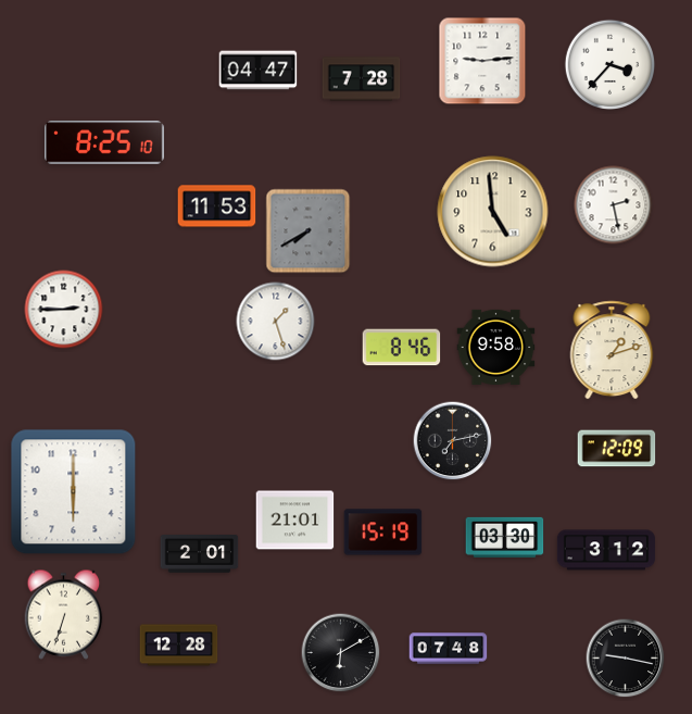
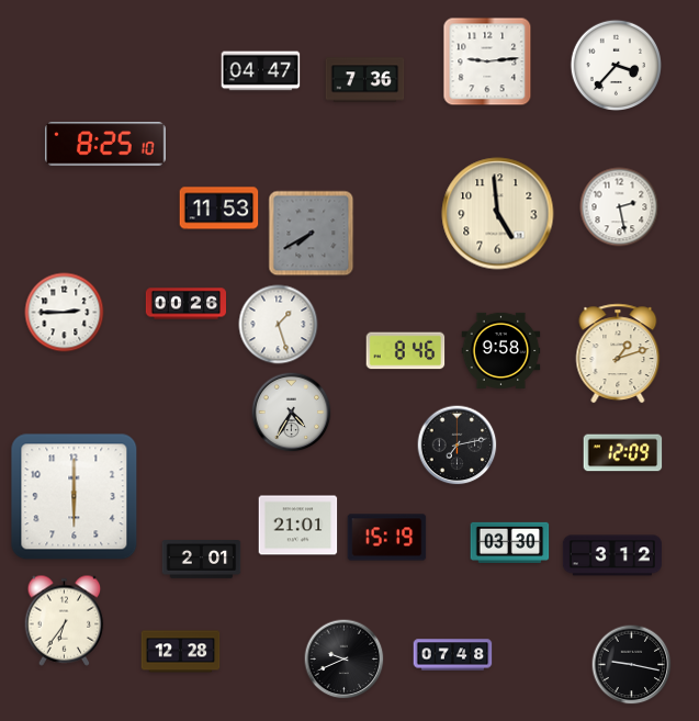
clock at (362, 79): 7:28 -> 7:36
clock at (185, 304): none -> 00:26
clock at (292, 413): none -> 4:35
clock at (64, 614): 6:33 -> 6:36
clock at (341, 653): 6:10 -> 9:41
